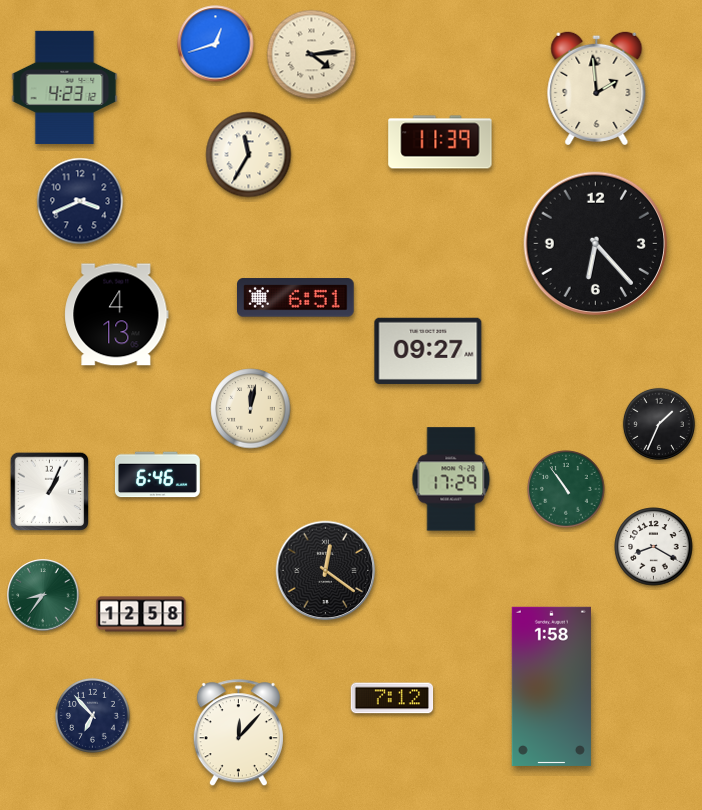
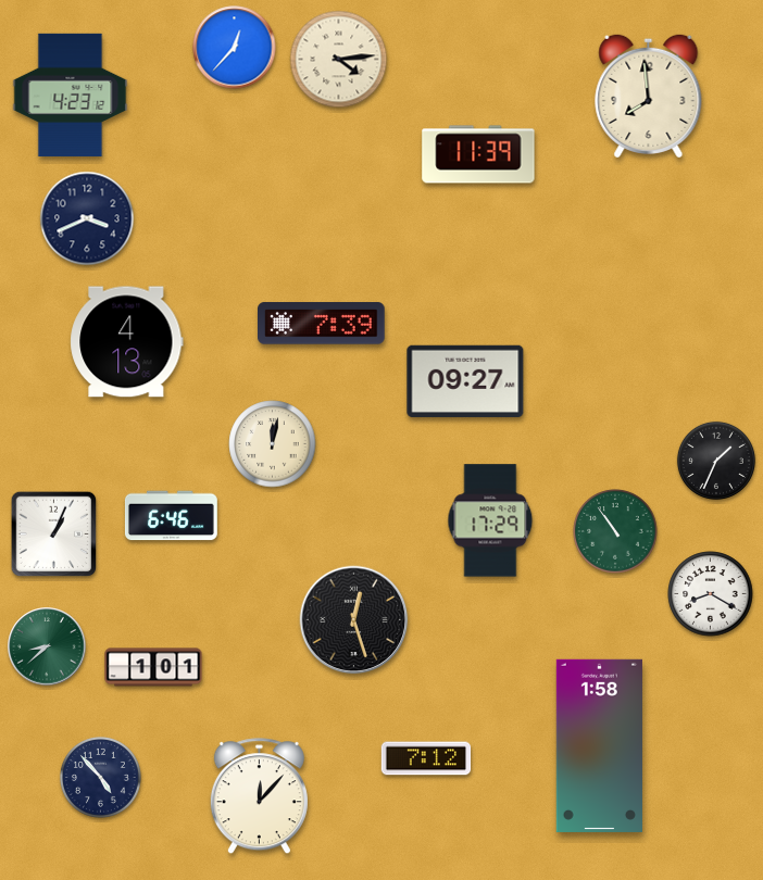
clock at (216, 44): 12:42 -> 12:37
clock at (597, 88): 1:59 -> 7:59
clock at (249, 155): 11:35 -> none
clock at (596, 244): 6:23 -> none
clock at (296, 298): 6:51 -> 7:39
clock at (326, 571): 12:21 -> 12:27
clock at (43, 595): 8:36 -> 8:38
clock at (141, 614): 12:58 -> 1:01
clock at (92, 715): 6:53 -> 4:53
